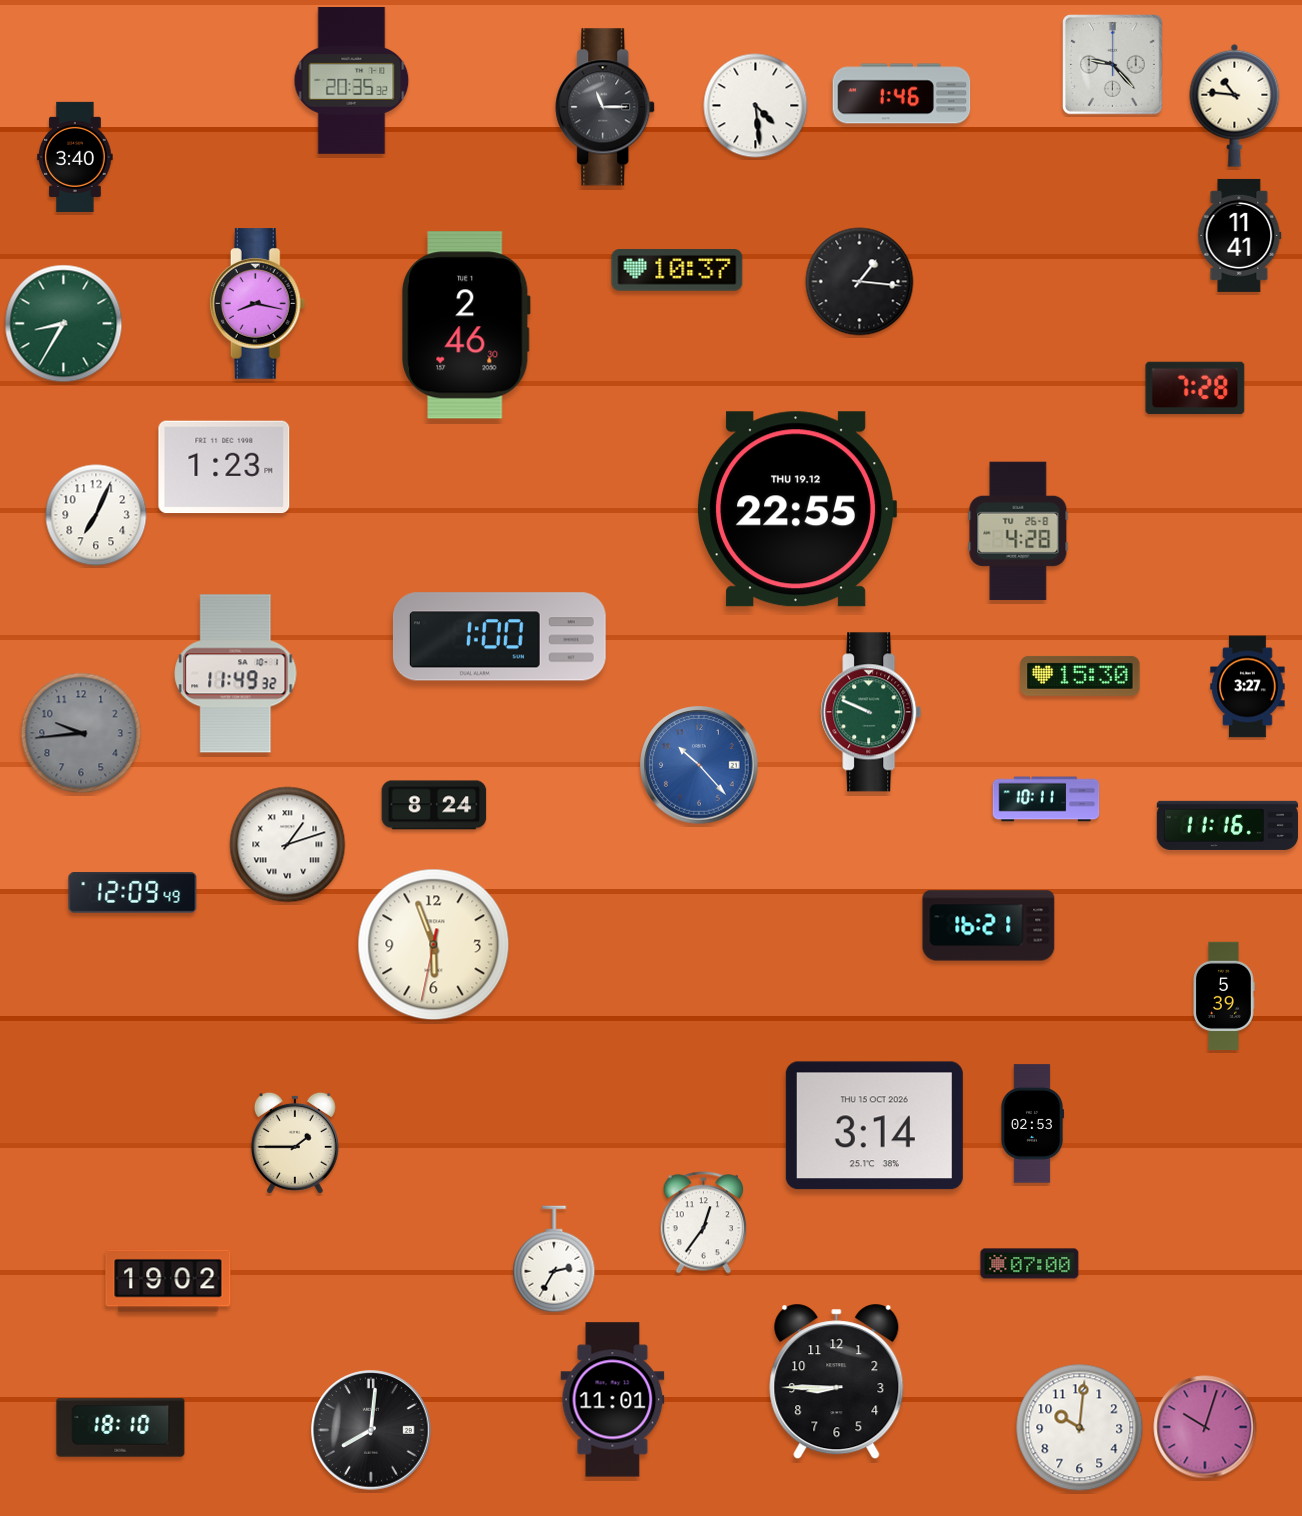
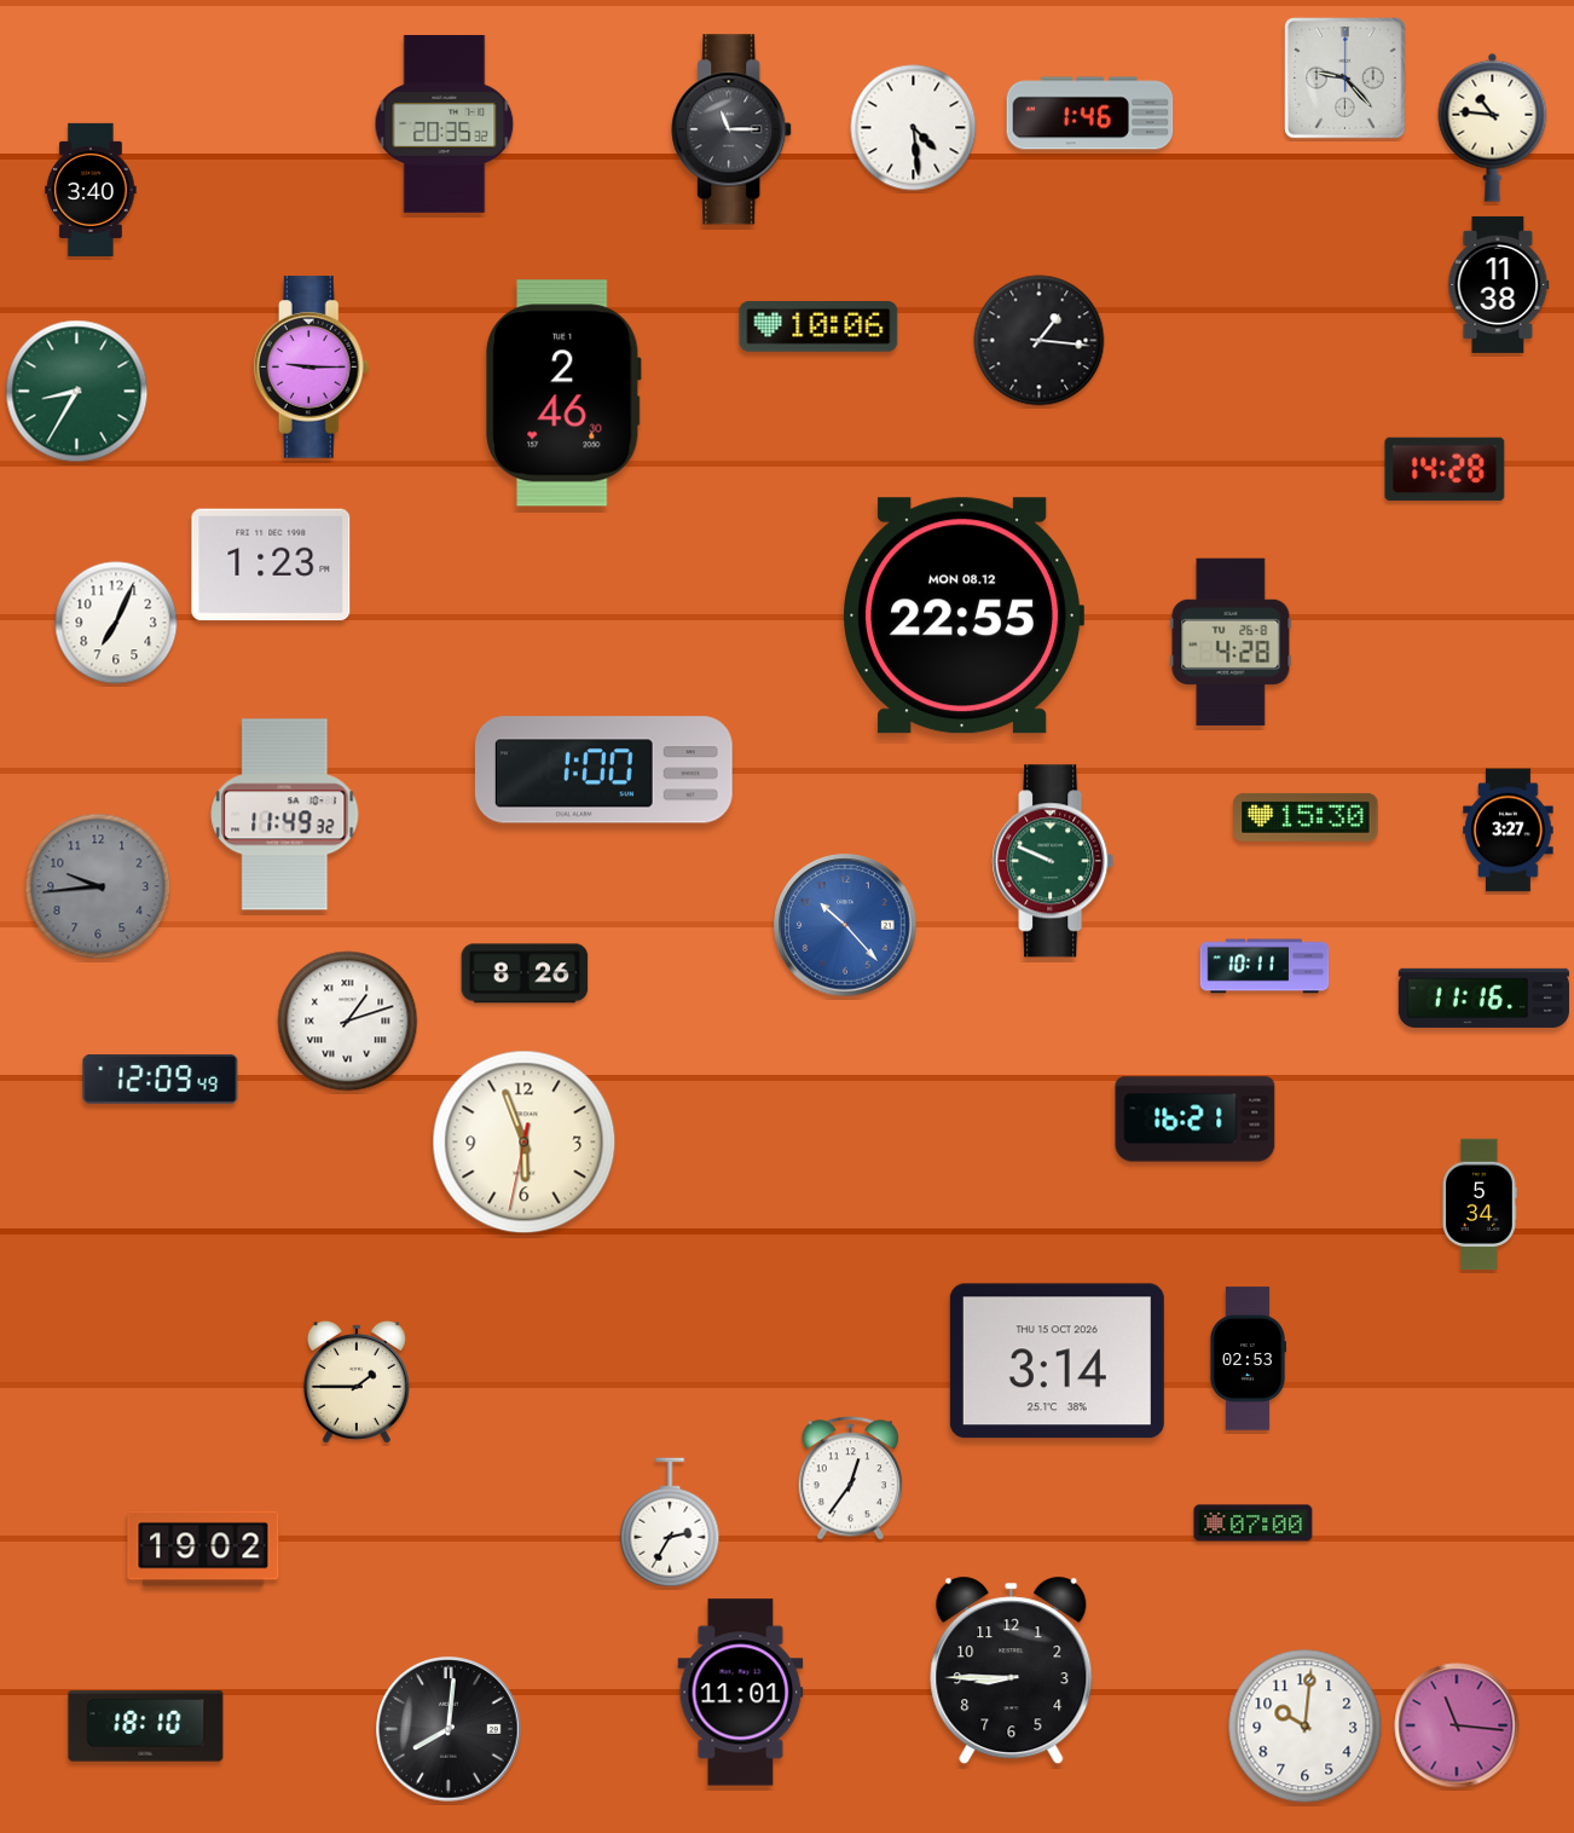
clock at (352, 80) position: (352, 80) -> (445, 123)
clock at (1240, 235): 11:41 -> 11:38
clock at (677, 271): 10:37 -> 10:06
clock at (258, 304): 8:17 -> 9:15
clock at (1195, 388): 7:28 -> 14:28
clock at (797, 509) date: THU 19.12 -> MON 08.12
clock at (434, 805): 8:24 -> 8:26
clock at (1224, 996): 5:39 -> 5:34
clock at (1030, 1264) position: (1030, 1264) -> (1254, 1523)
clock at (1205, 1427): 10:03 -> 11:16
